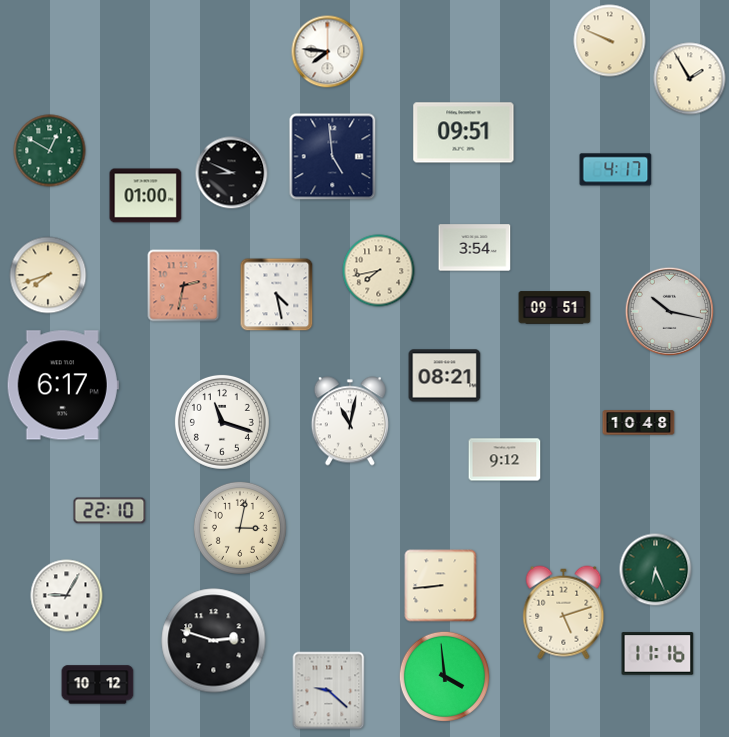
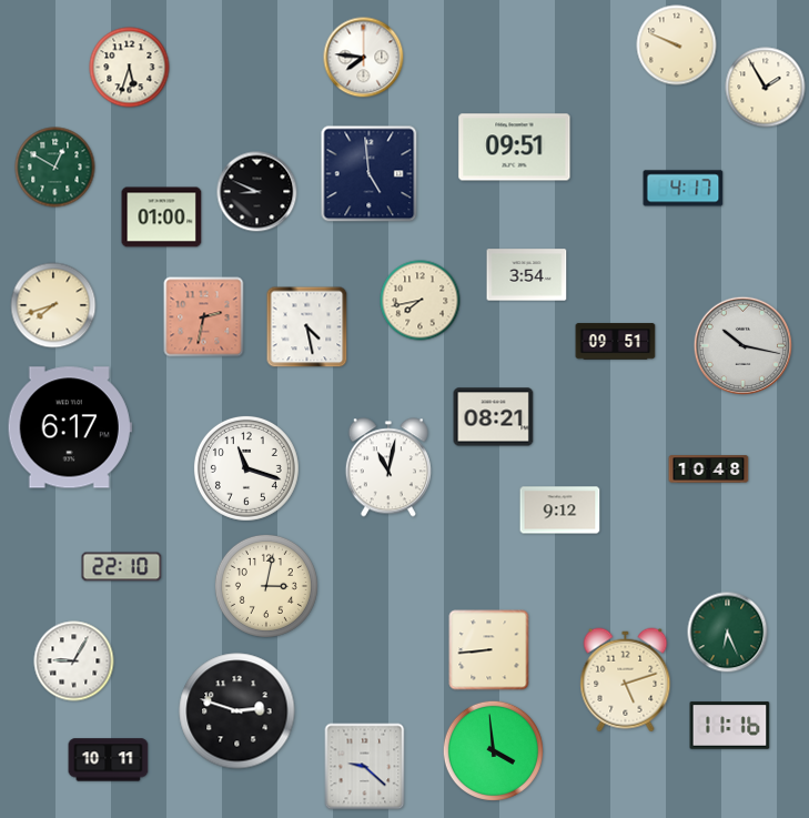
clock at (130, 68): none -> 5:33
clock at (98, 685): 10:12 -> 10:11
